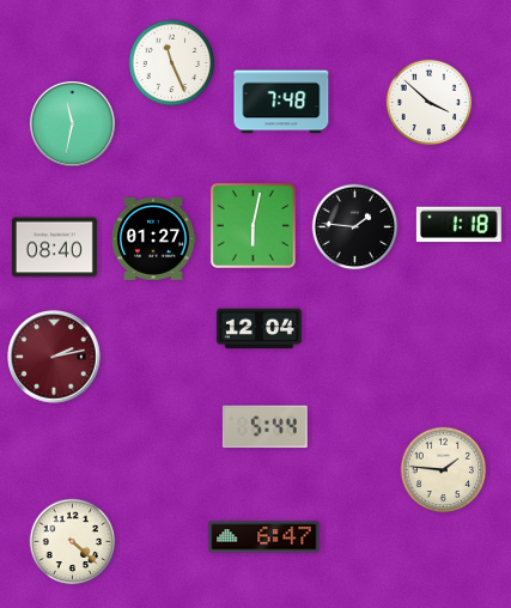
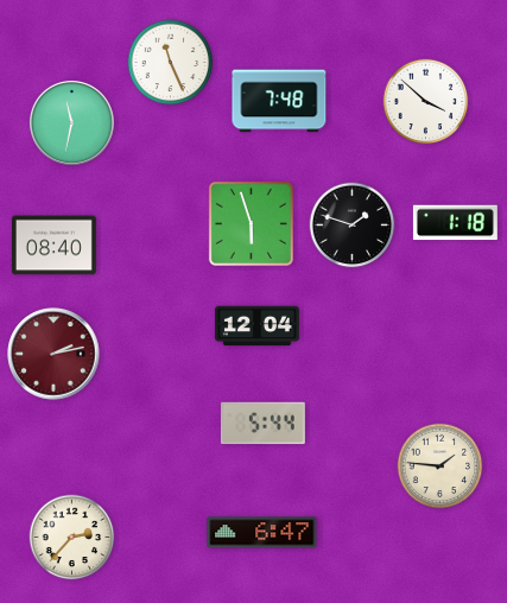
clock at (253, 225): 6:02 -> 5:57
clock at (355, 227): 1:46 -> 1:48
clock at (153, 238): 01:27 -> none
clock at (73, 542): 4:22 -> 2:37
